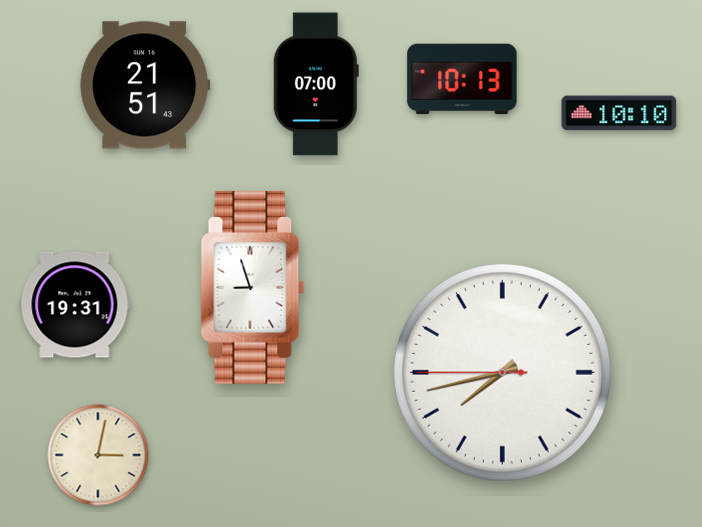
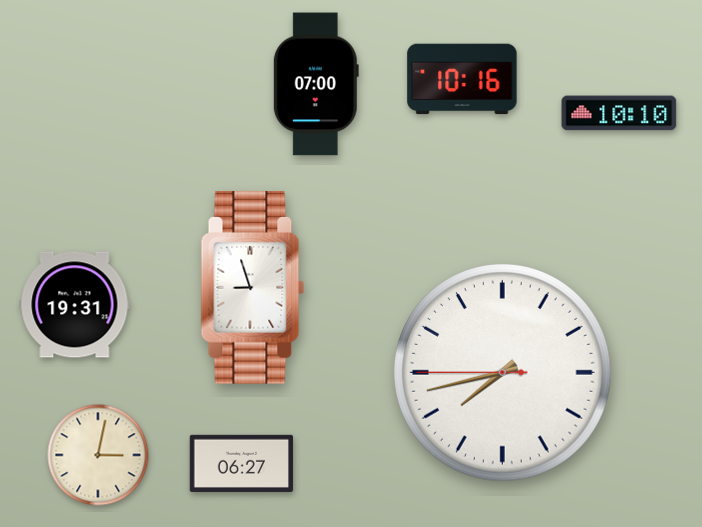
clock at (462, 79): 10:13 -> 10:16
clock at (145, 85): 21:51 -> none
clock at (242, 463): none -> 06:27
